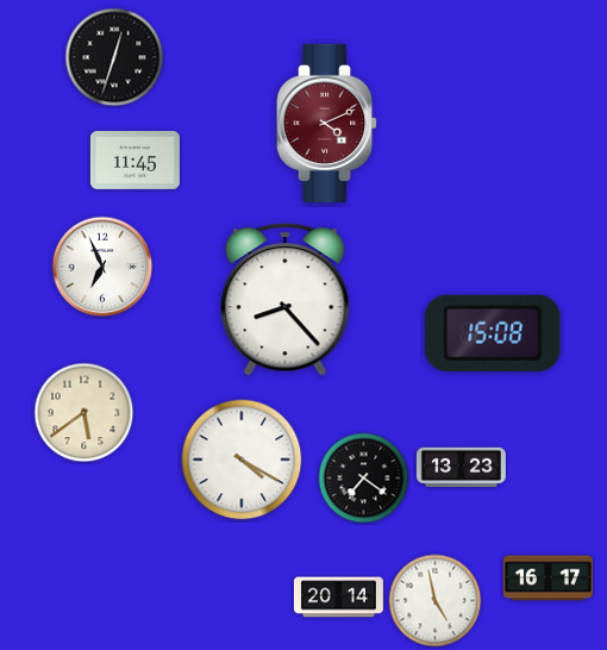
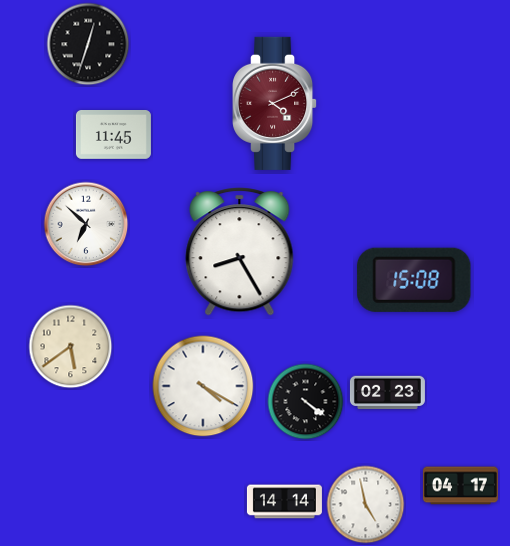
clock at (114, 57) position: (114, 57) -> (88, 44)
clock at (102, 267): 6:56 -> 6:52
clock at (286, 300): 8:23 -> 8:25
clock at (461, 468): 13:23 -> 02:23
clock at (364, 479): 7:21 -> 4:21
clock at (547, 579): 16:17 -> 04:17
clock at (338, 598): 20:14 -> 14:14
